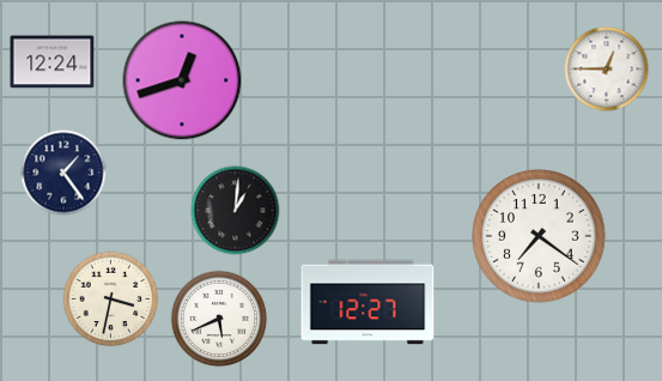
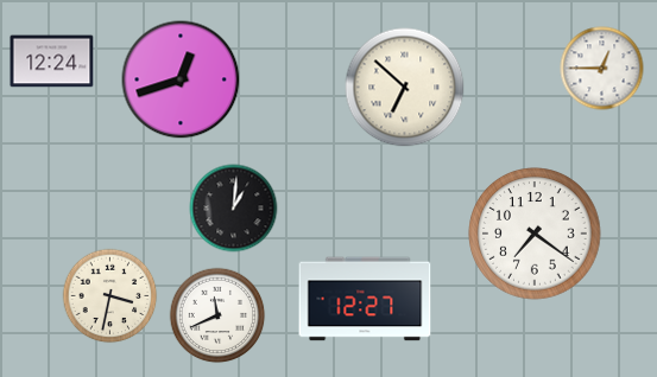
clock at (405, 88): none -> 6:52
clock at (63, 173): 1:24 -> none
clock at (219, 319): 5:41 -> 11:41
